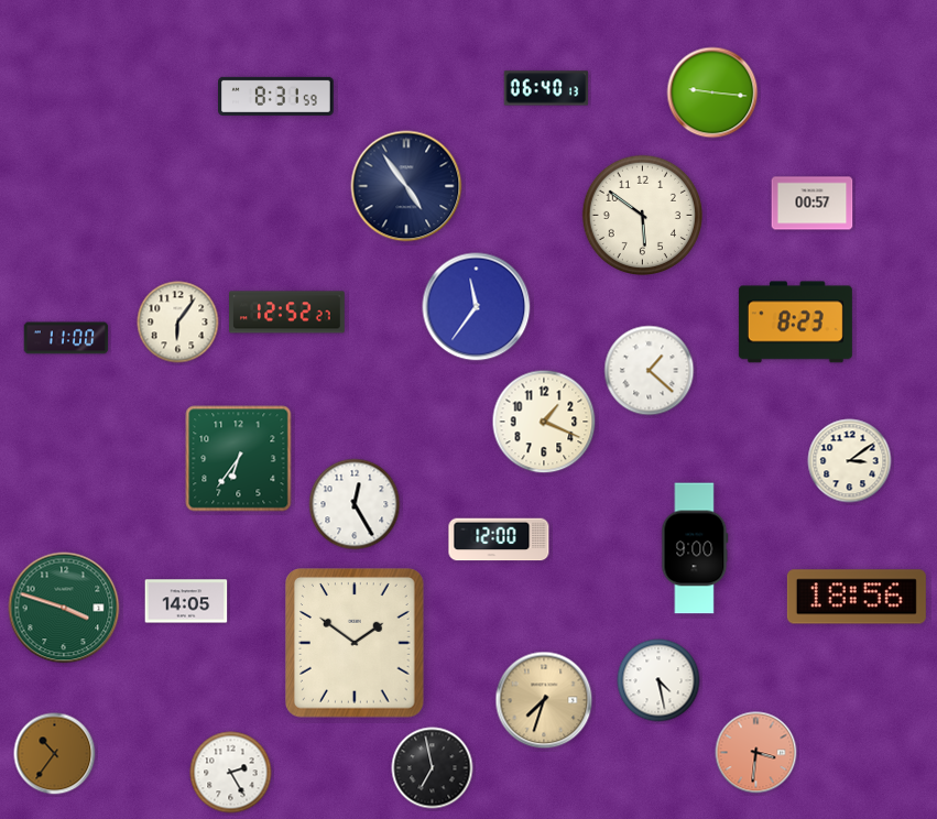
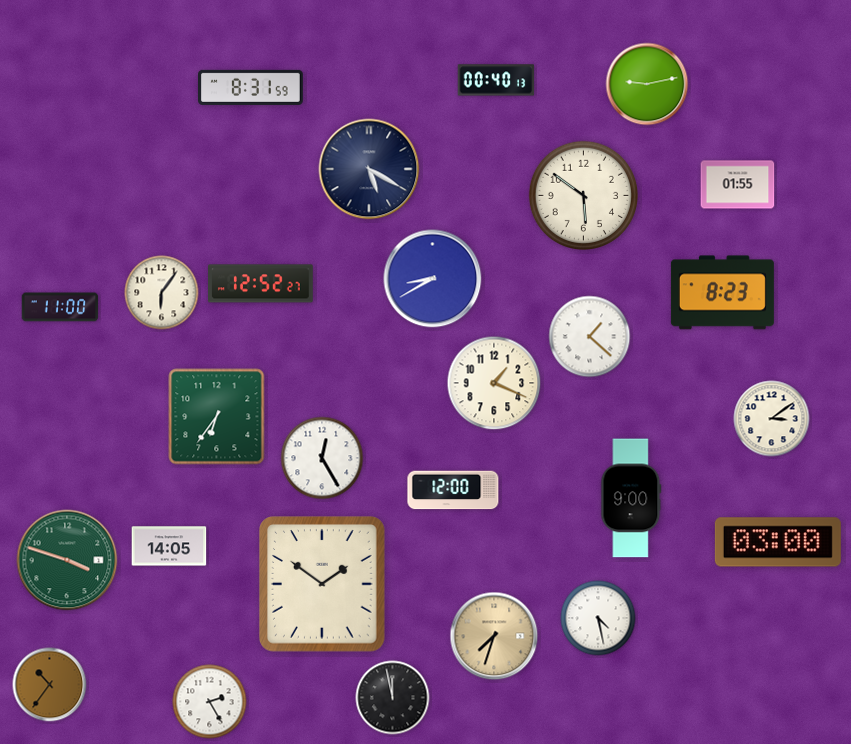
clock at (546, 88): 06:40 -> 00:40
clock at (712, 92): 9:16 -> 9:13
clock at (406, 186): 4:54 -> 5:20
clock at (813, 204): 00:57 -> 01:55
clock at (477, 307): 11:36 -> 8:40
clock at (857, 597): 18:56 -> 03:00
clock at (64, 608) position: (64, 608) -> (67, 560)
clock at (756, 753): 3:31 -> none
clock at (433, 768): 6:58 -> 11:58
